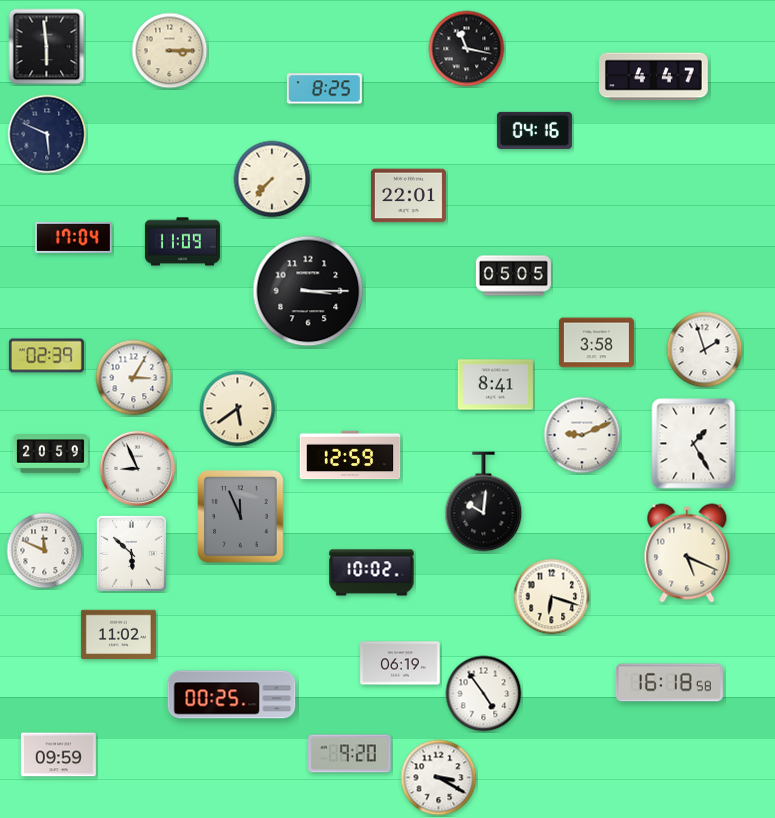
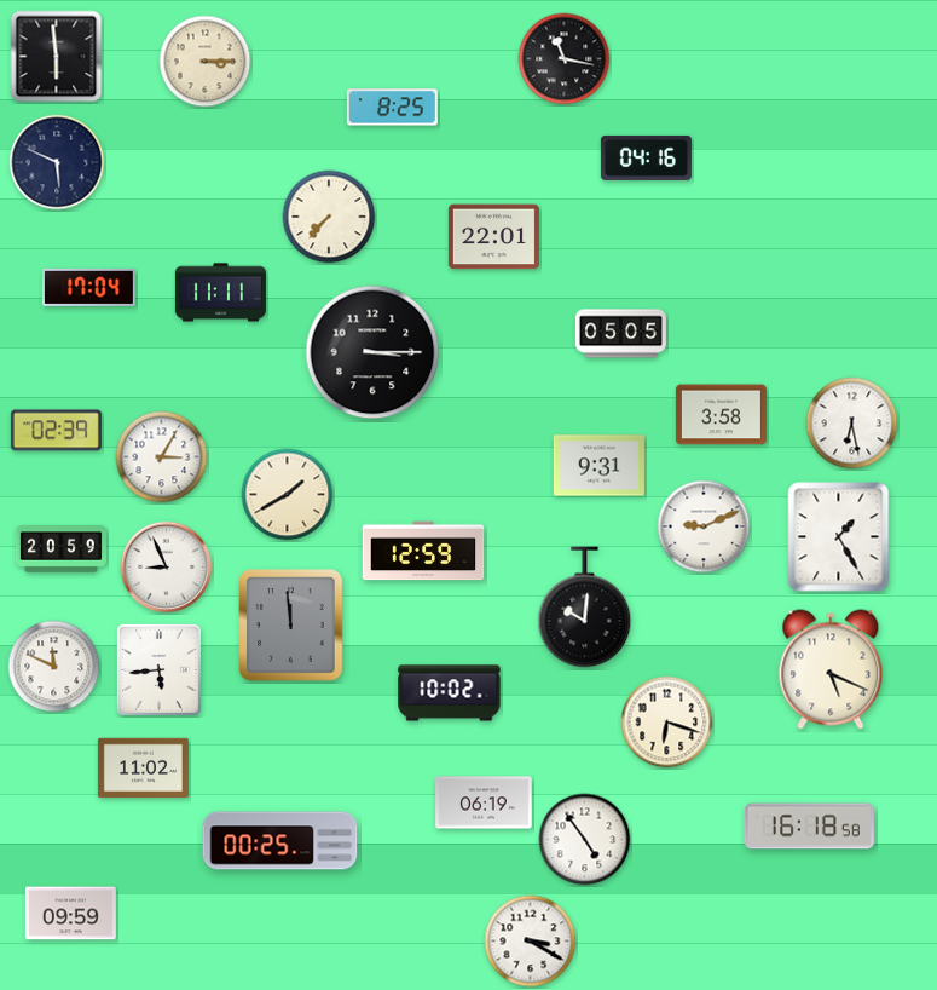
clock at (654, 77): 4:47 -> none
clock at (182, 242): 11:09 -> 11:11
clock at (705, 350): 1:57 -> 6:28
clock at (495, 385): 8:41 -> 9:31
clock at (238, 409): 5:39 -> 1:40
clock at (241, 517): 11:56 -> 11:59
clock at (131, 553): 5:52 -> 5:44
clock at (350, 754): 9:20 -> none
